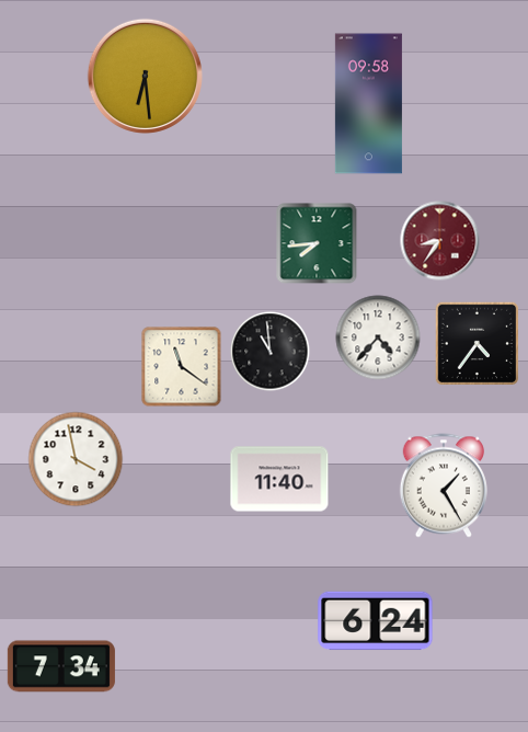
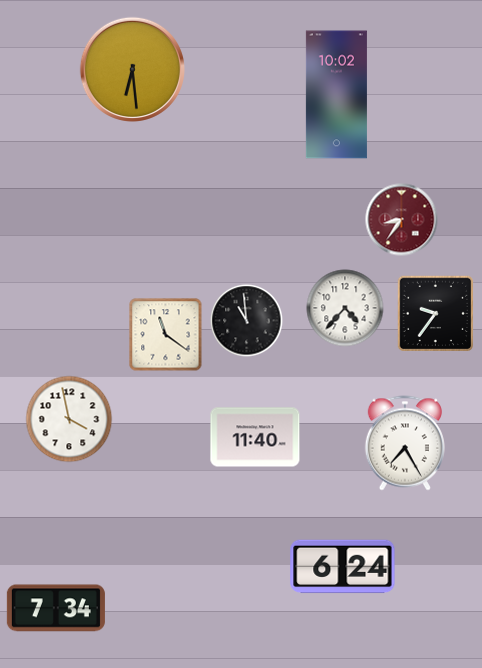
clock at (368, 104): 09:58 -> 10:02
clock at (317, 243): 7:44 -> none
clock at (477, 343): 4:36 -> 9:36
clock at (443, 485): 1:25 -> 7:25
